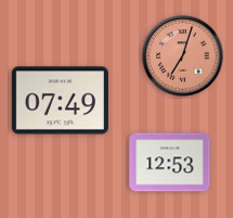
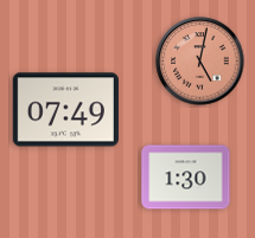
clock at (183, 56): 7:03 -> 5:02
clock at (170, 163): 12:53 -> 1:30
